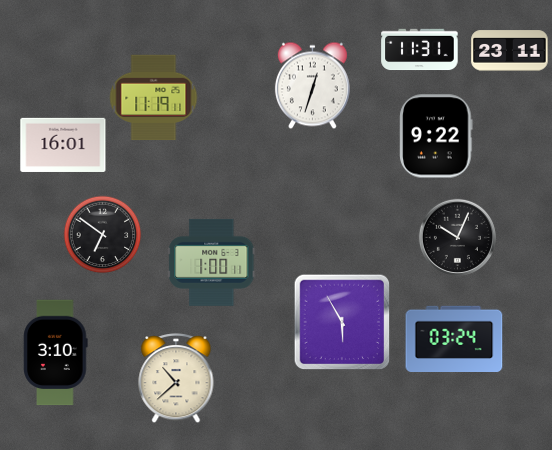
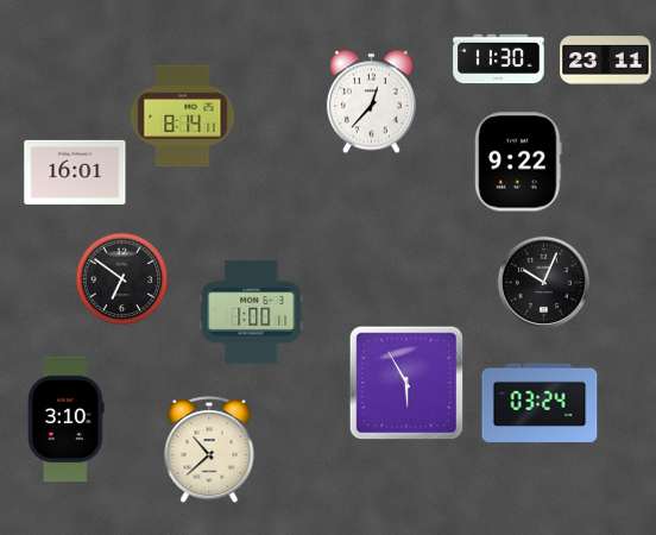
clock at (420, 50): 11:31 -> 11:30
clock at (312, 85): 12:33 -> 12:37
clock at (153, 98): 11:19 -> 8:14
